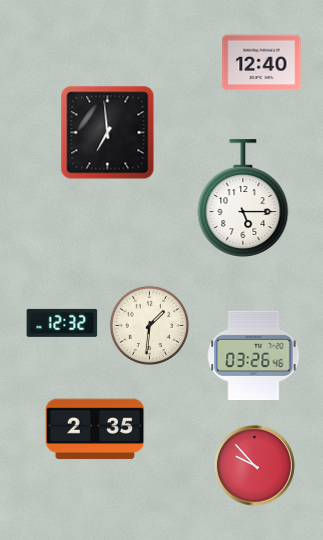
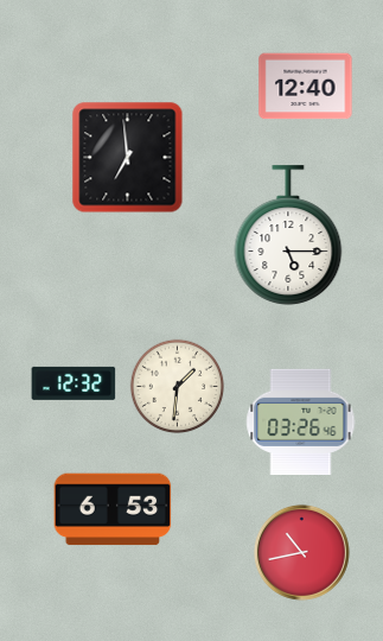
clock at (262, 63) position: (262, 63) -> (306, 87)
clock at (95, 429): 2:35 -> 6:53
clock at (254, 465): 9:53 -> 10:43
